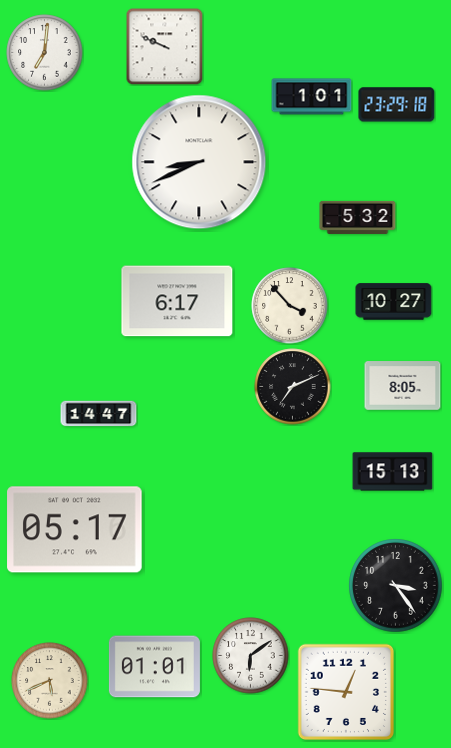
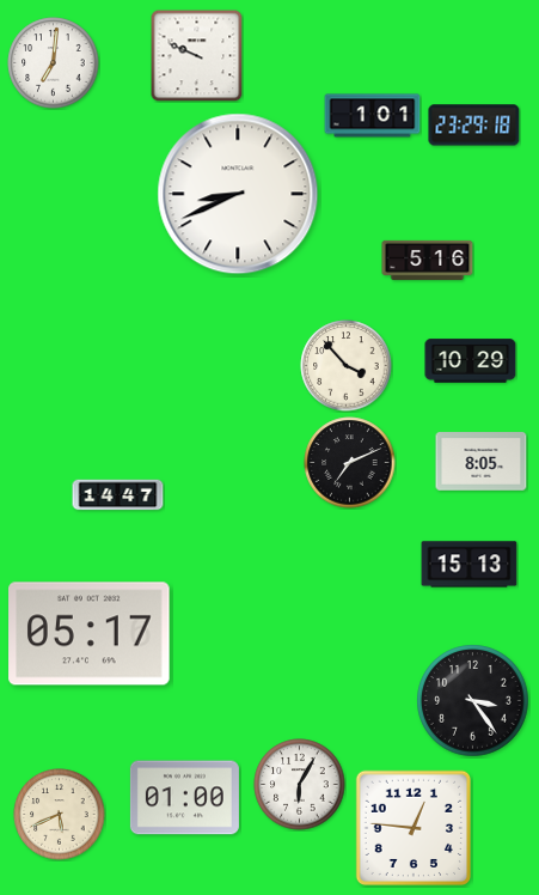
clock at (358, 217): 5:32 -> 5:16
clock at (177, 301): 6:17 -> none
clock at (394, 302): 10:27 -> 10:29
clock at (251, 656): 6:09 -> 6:05
clock at (154, 667): 01:01 -> 01:00
